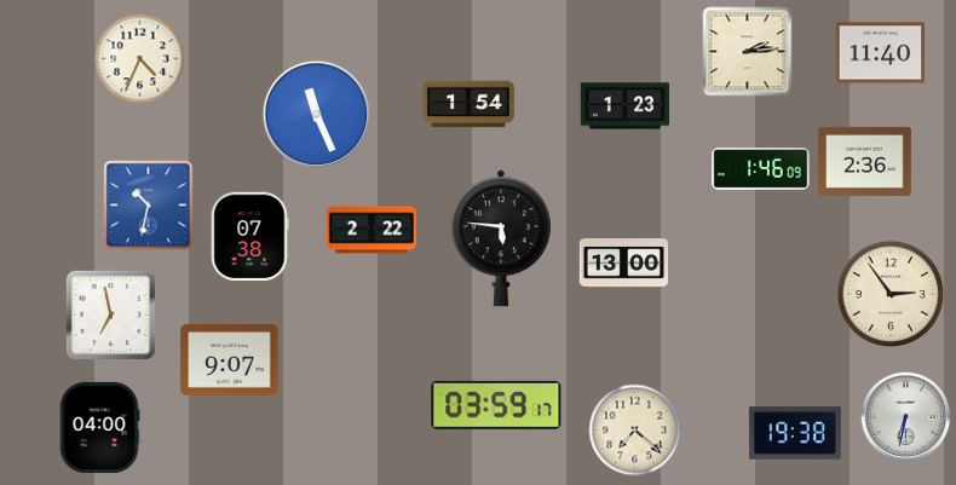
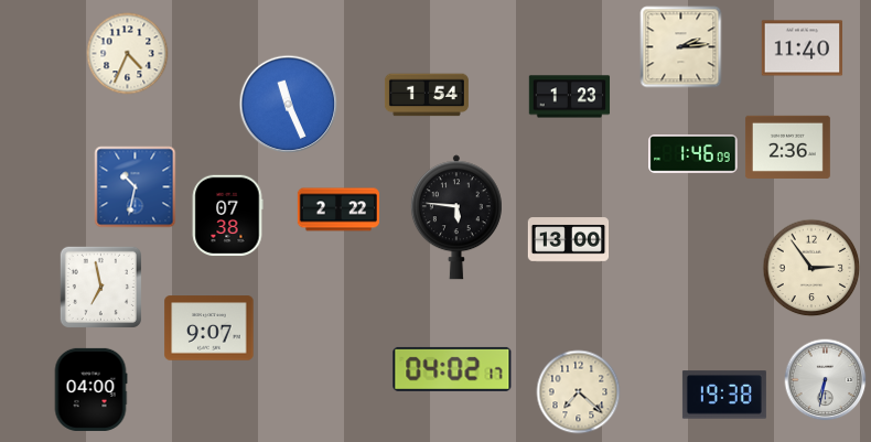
clock at (496, 405): 03:59 -> 04:02
